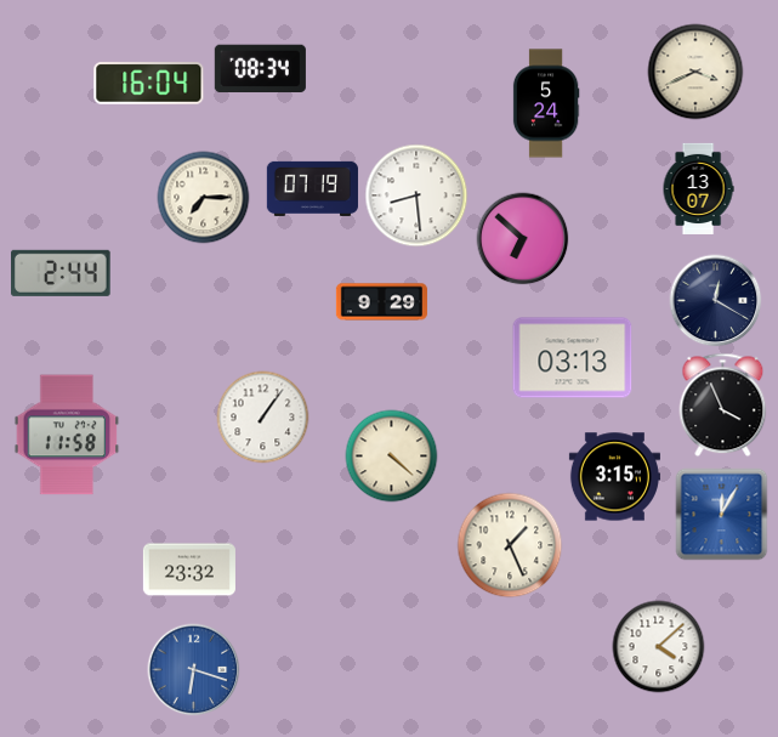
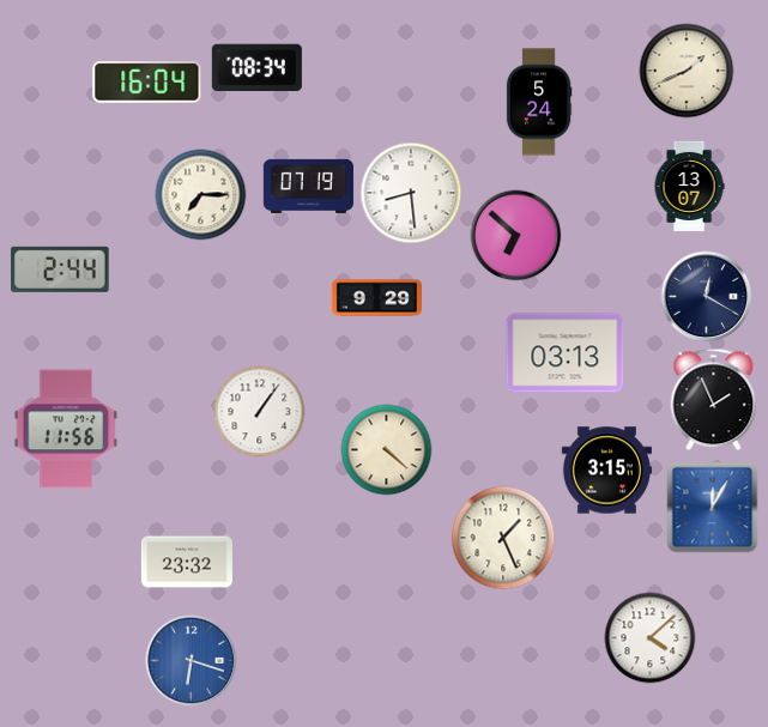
clock at (695, 72): 3:41 -> 1:41
clock at (723, 406): 3:56 -> 1:56
clock at (67, 435): 11:58 -> 11:56
